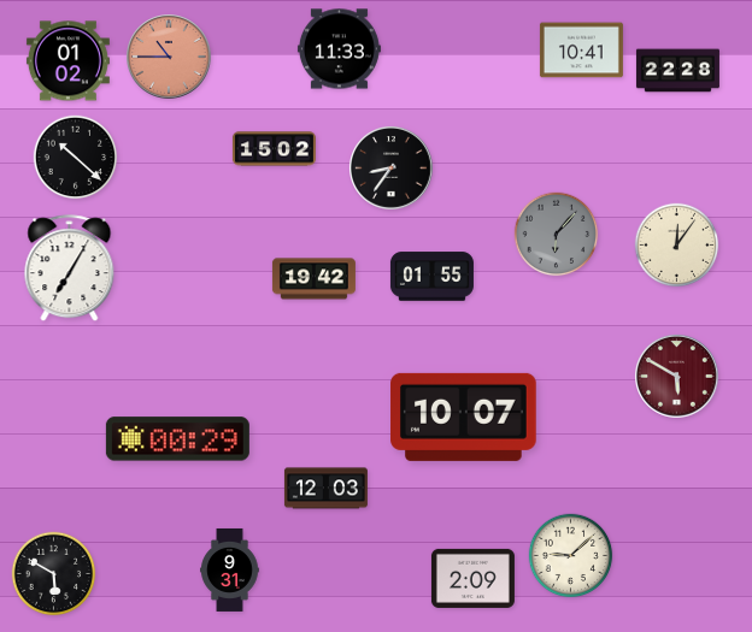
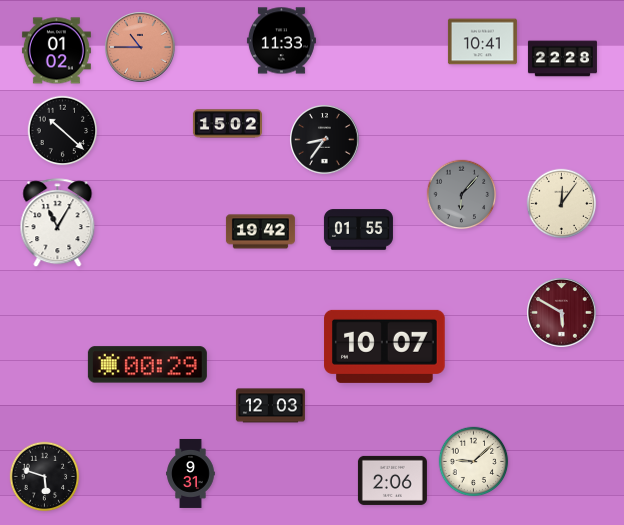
clock at (70, 268): 7:05 -> 11:05
clock at (54, 574): 5:50 -> 5:48
clock at (472, 578): 2:09 -> 2:06
